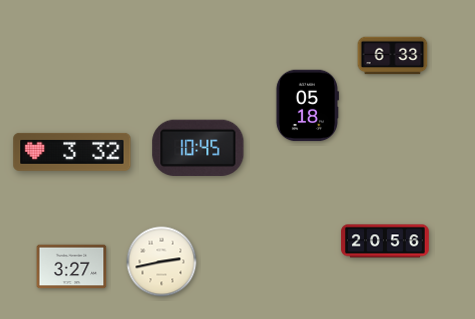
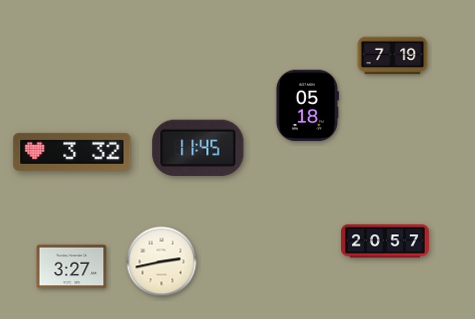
clock at (393, 56): 6:33 -> 7:19
clock at (198, 148): 10:45 -> 11:45
clock at (385, 241): 20:56 -> 20:57
